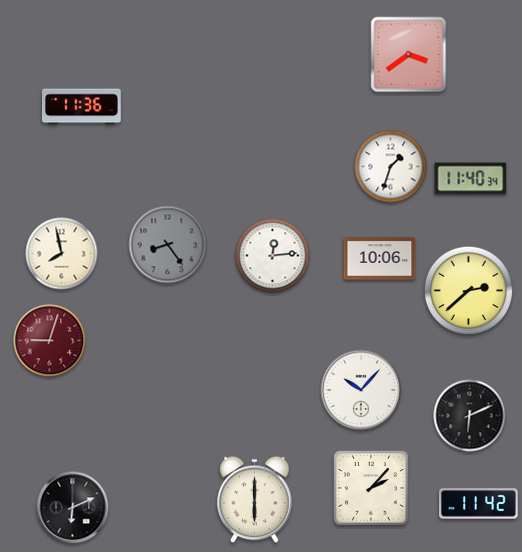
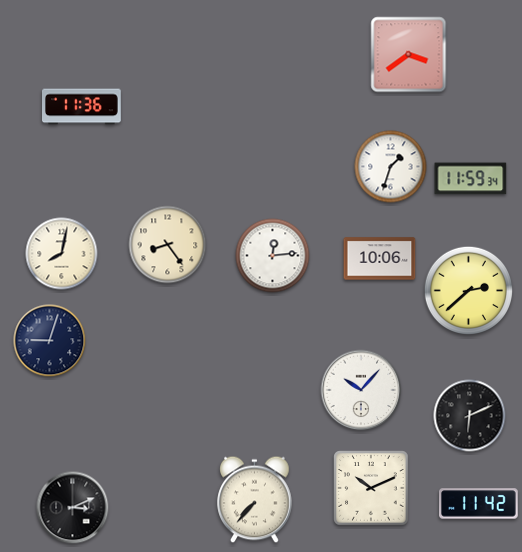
clock at (471, 179): 11:40 -> 11:59
clock at (168, 245) dial: grey -> cream
clock at (62, 254): 7:58 -> 8:02
clock at (50, 341) dial: burgundy -> navy
clock at (371, 488): 2:07 -> 10:11
clock at (255, 500): 6:00 -> 7:37
clock at (73, 508): 6:11 -> 3:11
